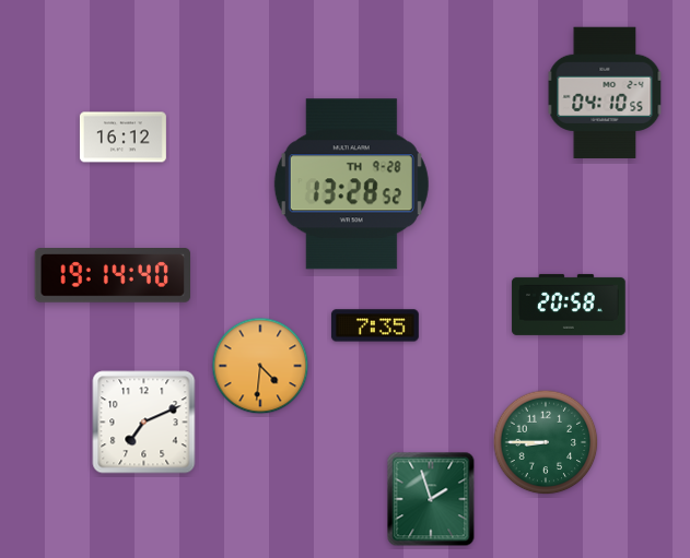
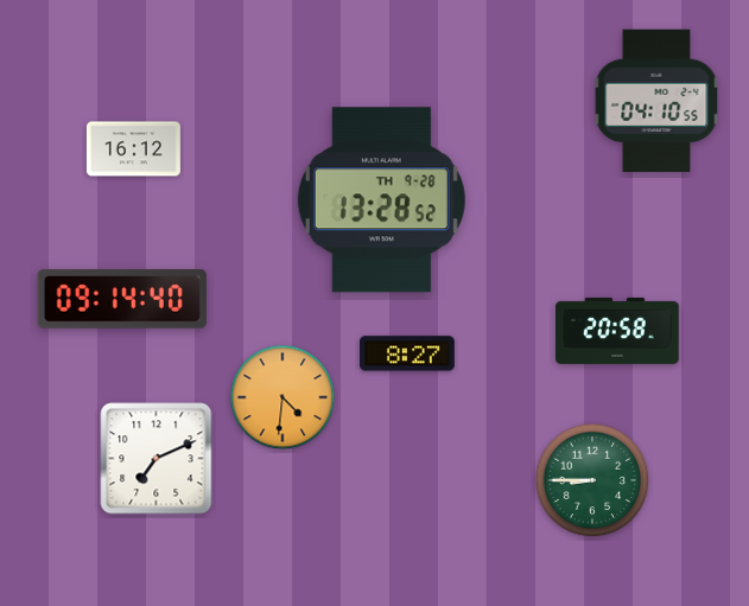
clock at (112, 276): 19:14 -> 09:14
clock at (375, 325): 7:35 -> 8:27
clock at (431, 499): 1:57 -> none
